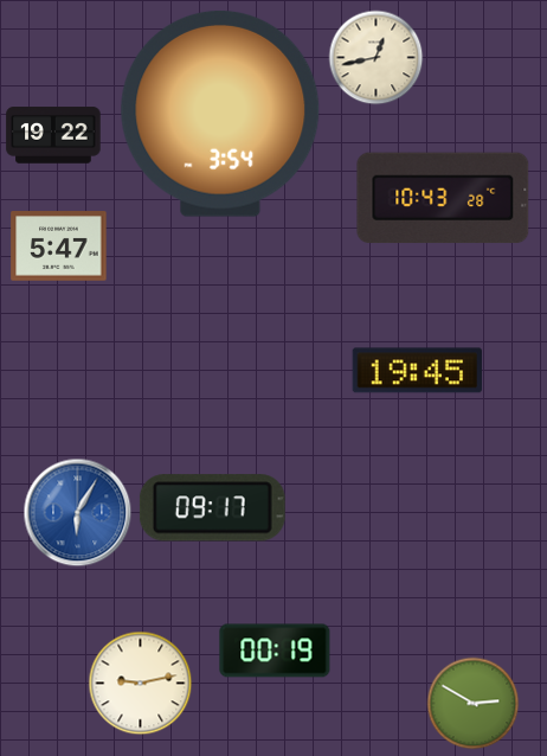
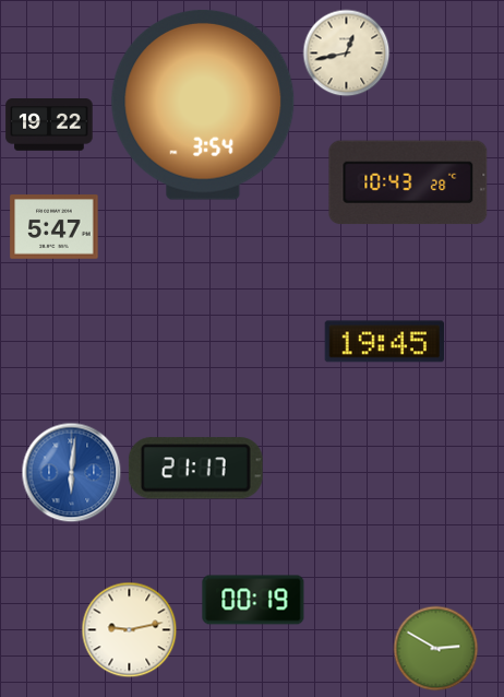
clock at (212, 508): 09:17 -> 21:17
clock at (77, 512): 6:05 -> 6:01
